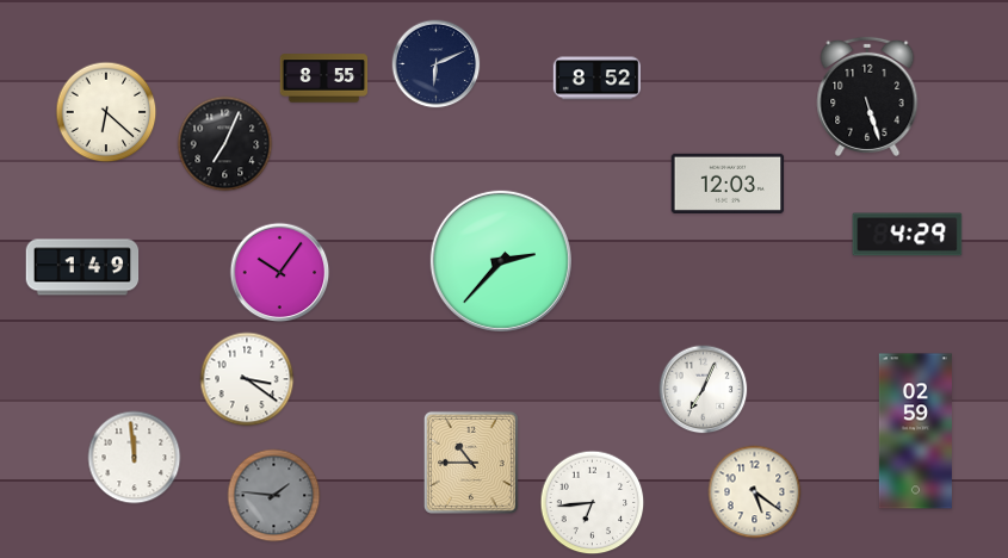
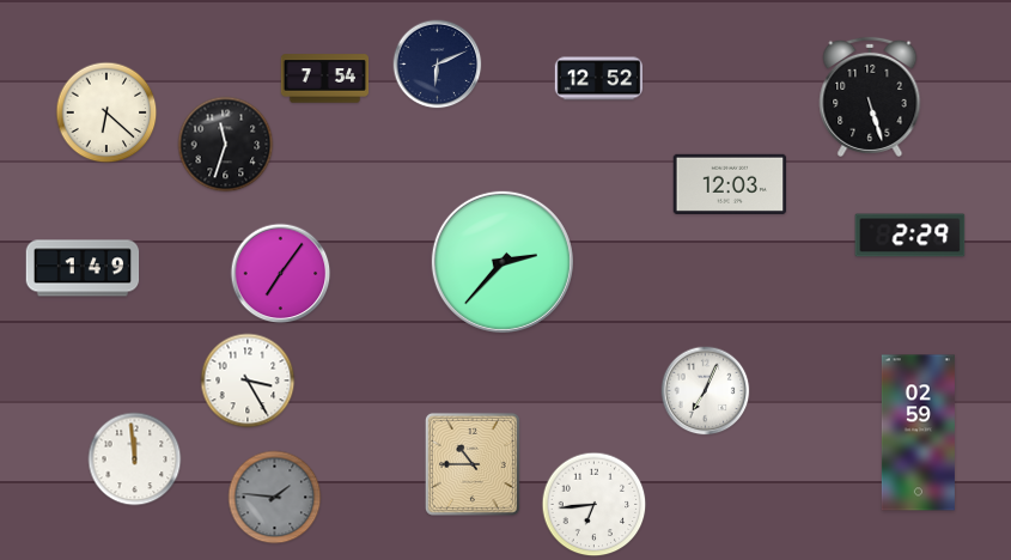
clock at (324, 79): 8:55 -> 7:54
clock at (598, 79): 8:52 -> 12:52
clock at (225, 144): 7:04 -> 11:33
clock at (908, 235): 4:29 -> 2:29
clock at (280, 273): 10:06 -> 7:06
clock at (247, 379): 3:21 -> 3:25
clock at (755, 492): 5:21 -> none
